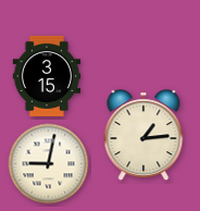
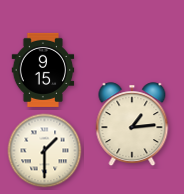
clock at (47, 76): 3:15 -> 9:15
clock at (49, 164): 9:02 -> 1:30
